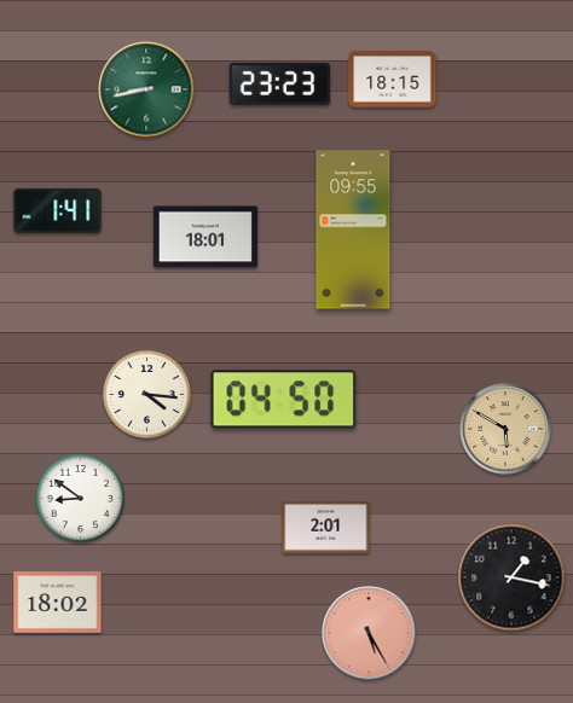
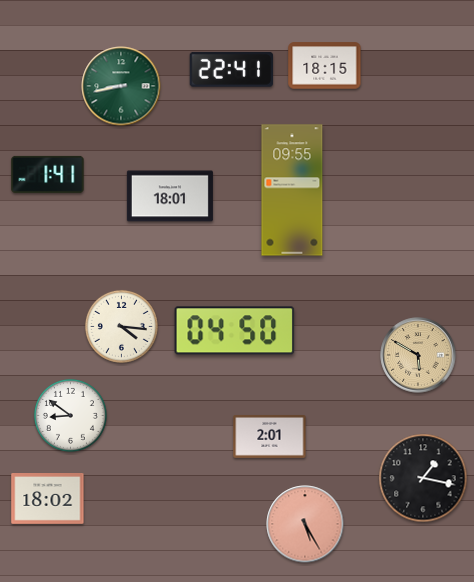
clock at (280, 83): 23:23 -> 22:41
clock at (146, 89) position: (146, 89) -> (121, 86)
clock at (80, 498) position: (80, 498) -> (70, 415)
